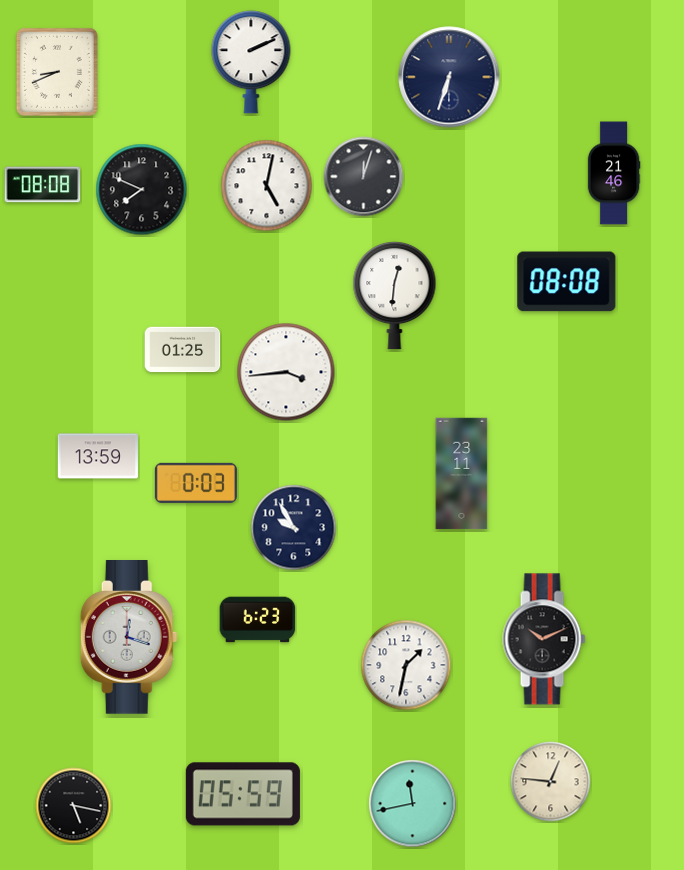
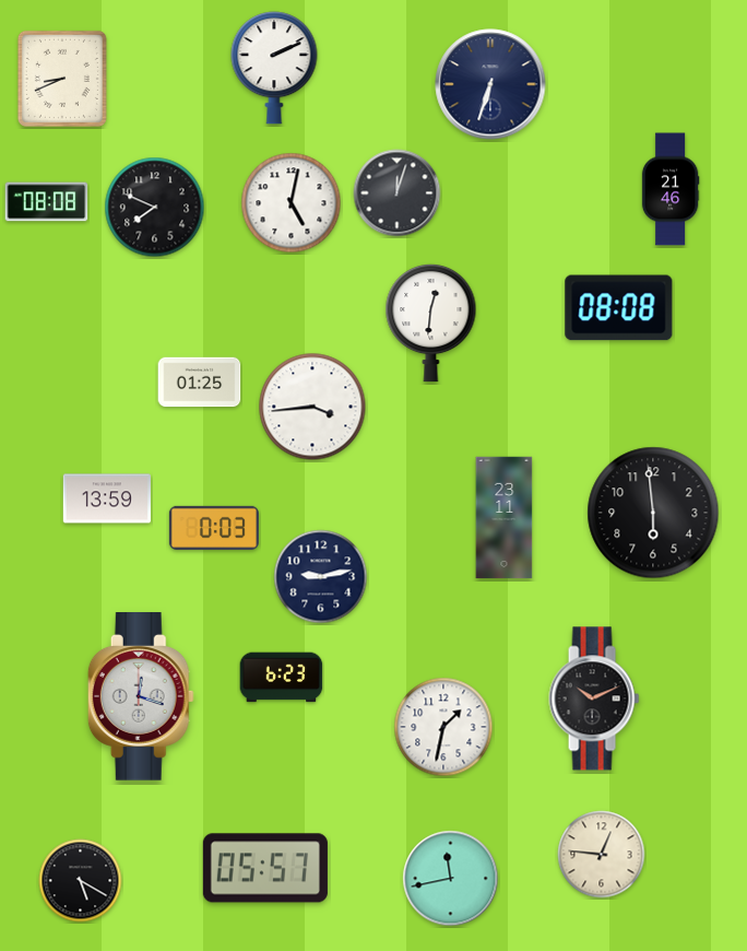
clock at (653, 513): none -> 5:59
clock at (294, 528): 9:55 -> 9:13
clock at (243, 794): 05:59 -> 05:57
clock at (74, 806): 5:17 -> 5:20
